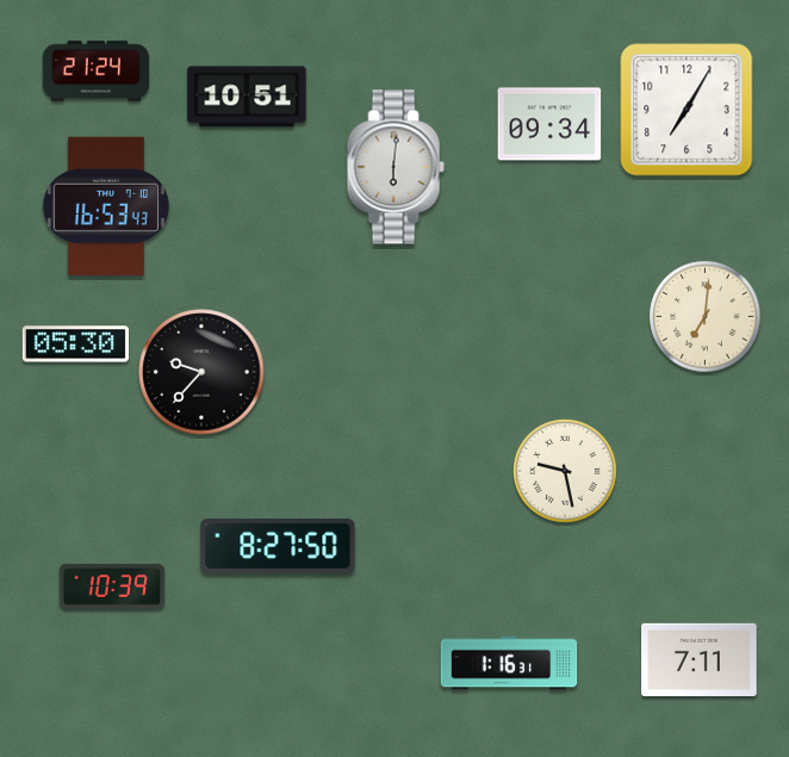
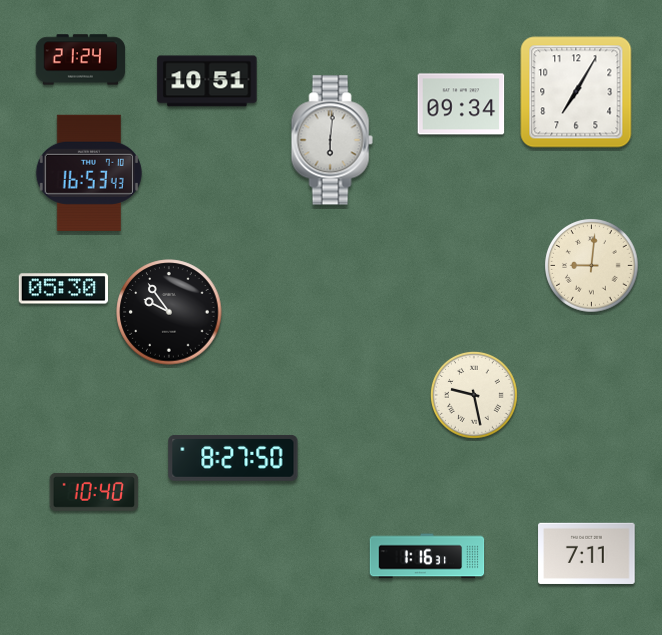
clock at (706, 317): 7:01 -> 9:01
clock at (201, 372): 9:37 -> 9:54
clock at (112, 587): 10:39 -> 10:40
